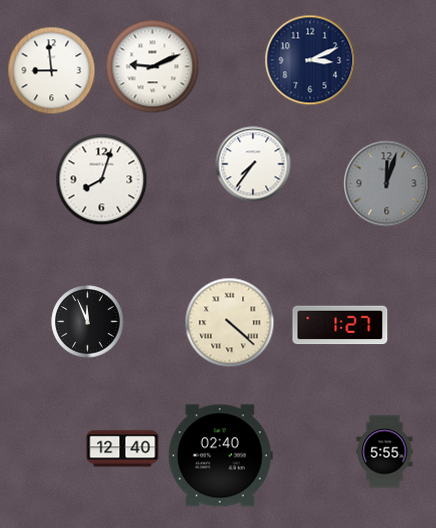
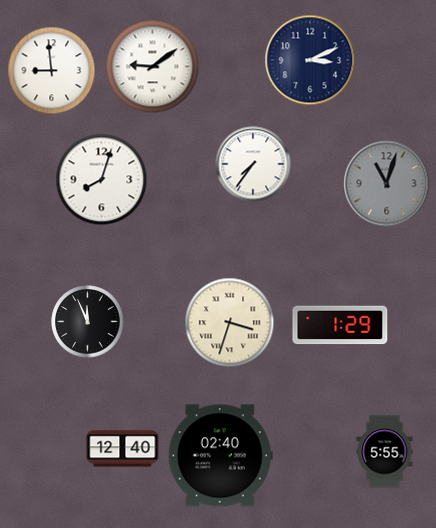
clock at (153, 67): 9:11 -> 9:09
clock at (387, 184): 12:03 -> 11:03
clock at (230, 323): 4:22 -> 3:33
clock at (340, 325): 1:27 -> 1:29
